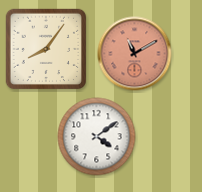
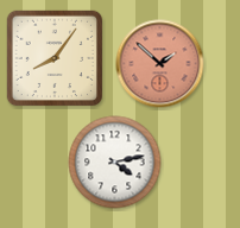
clock at (135, 54): 11:10 -> 1:52
clock at (97, 137): 4:09 -> 4:13
